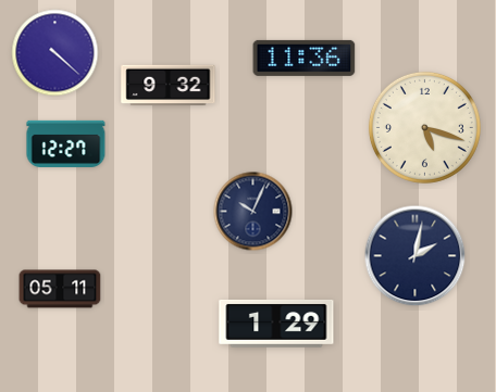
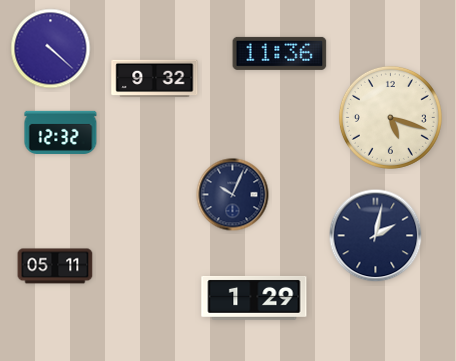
clock at (66, 143): 12:27 -> 12:32
clock at (416, 256) position: (416, 256) -> (376, 236)
